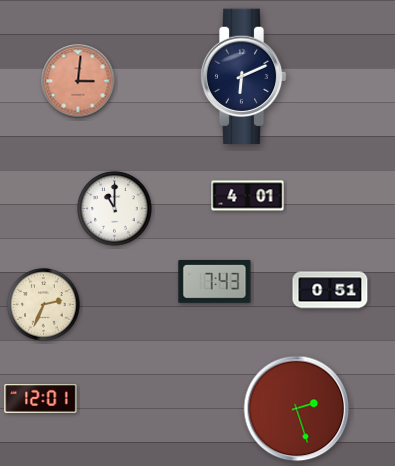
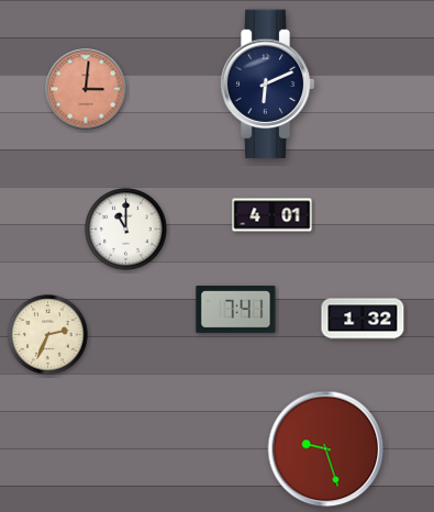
clock at (215, 282): 7:43 -> 7:41
clock at (330, 290): 0:51 -> 1:32
clock at (41, 398): 12:01 -> none
clock at (297, 409): 2:27 -> 9:27
